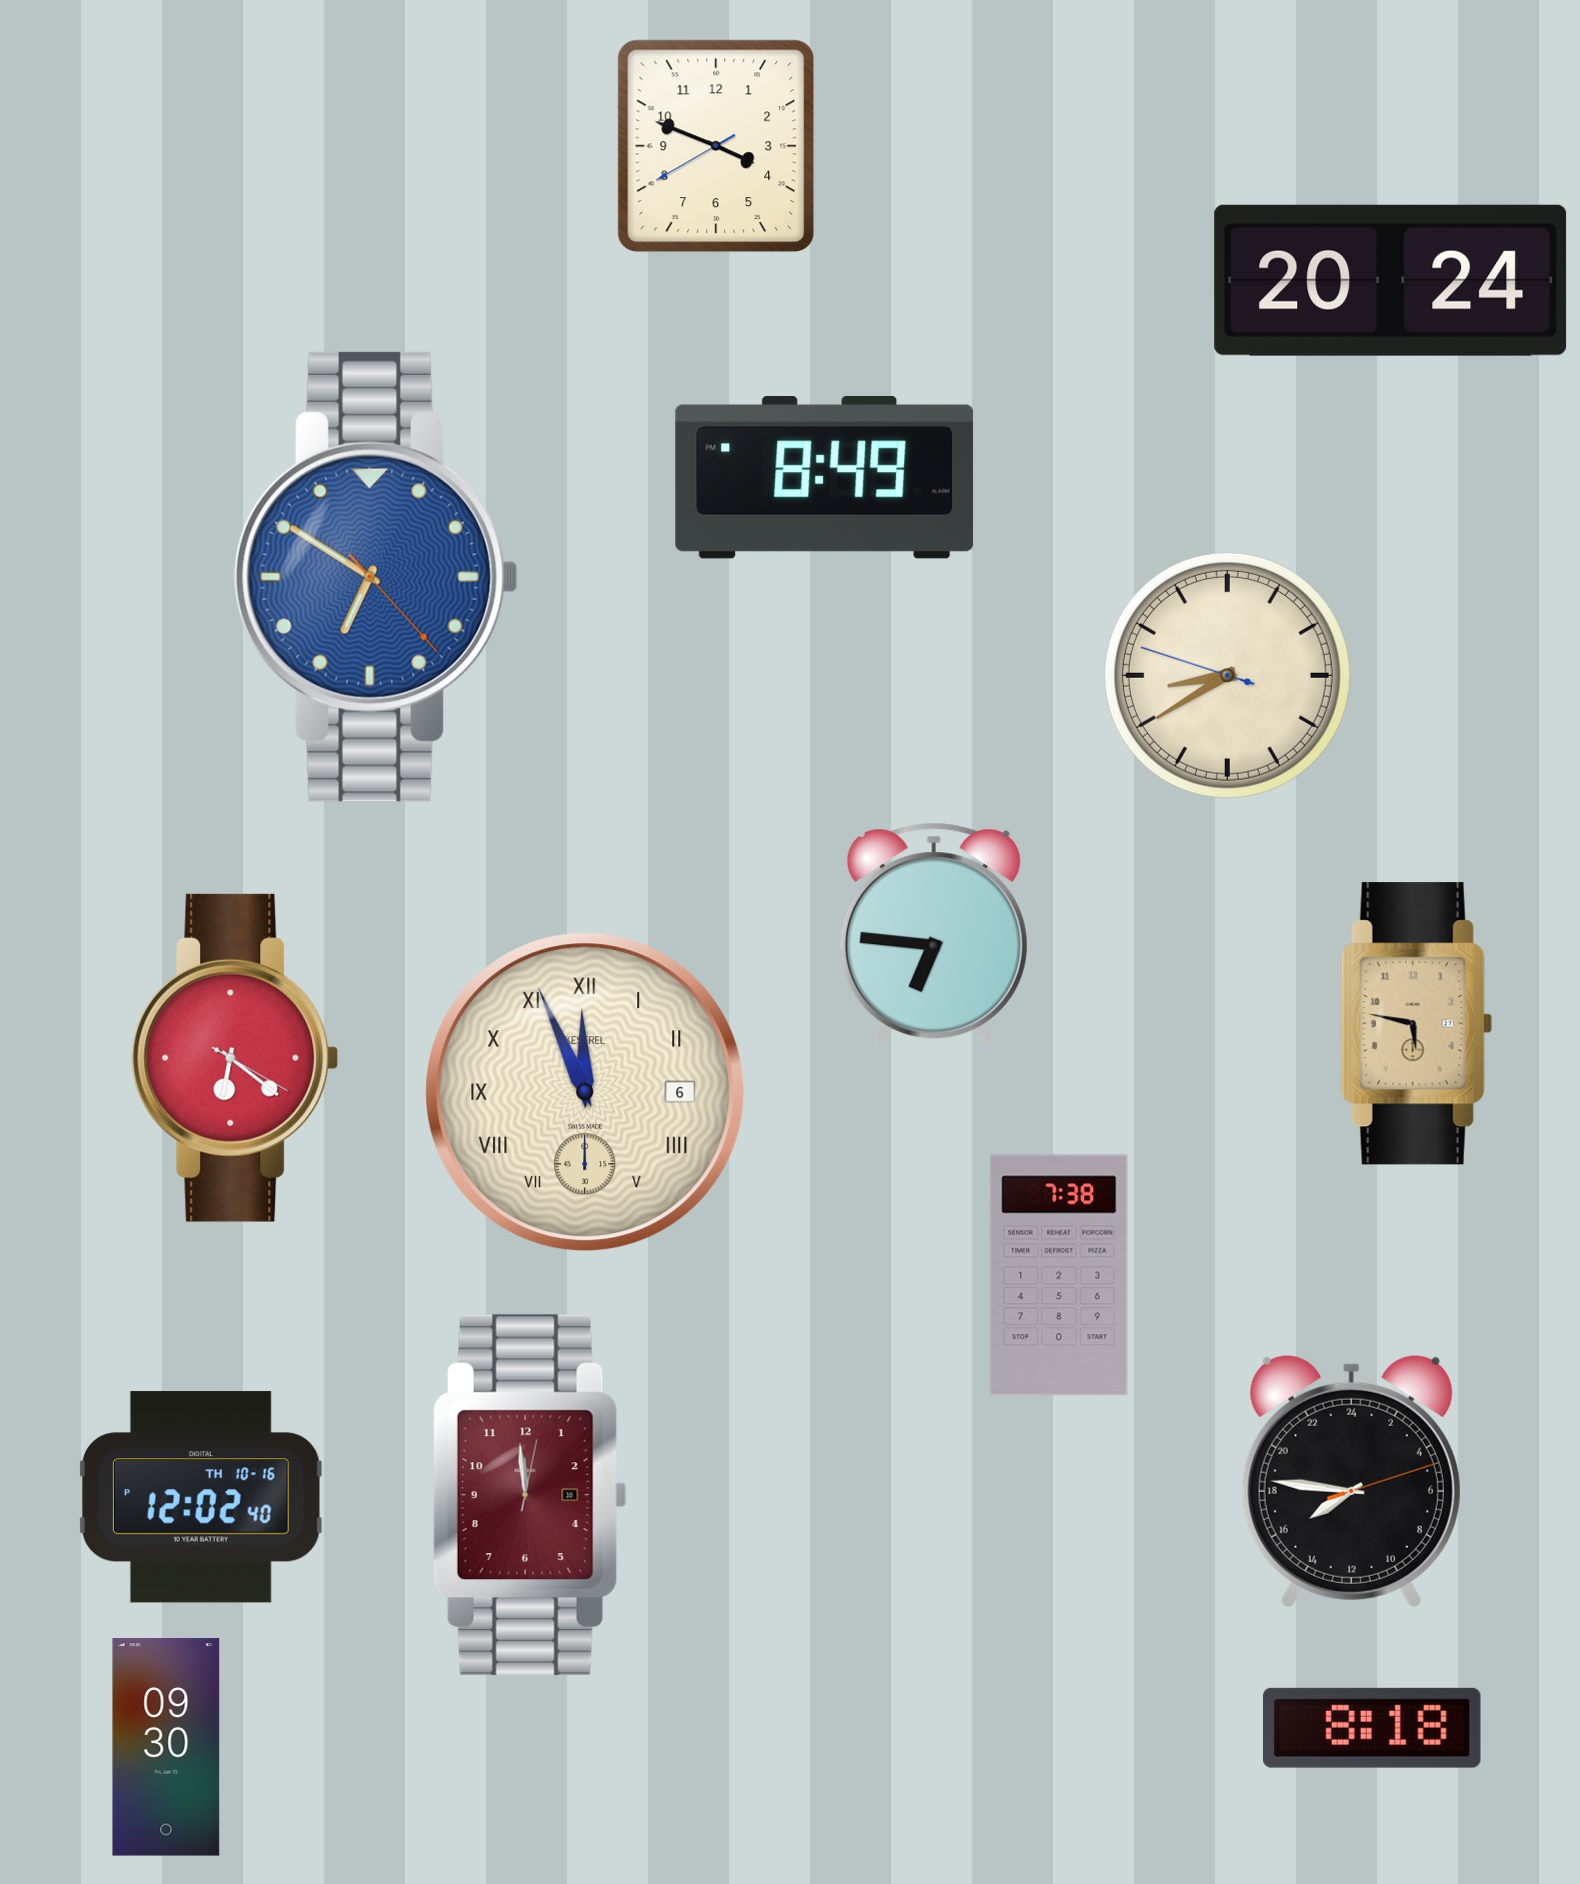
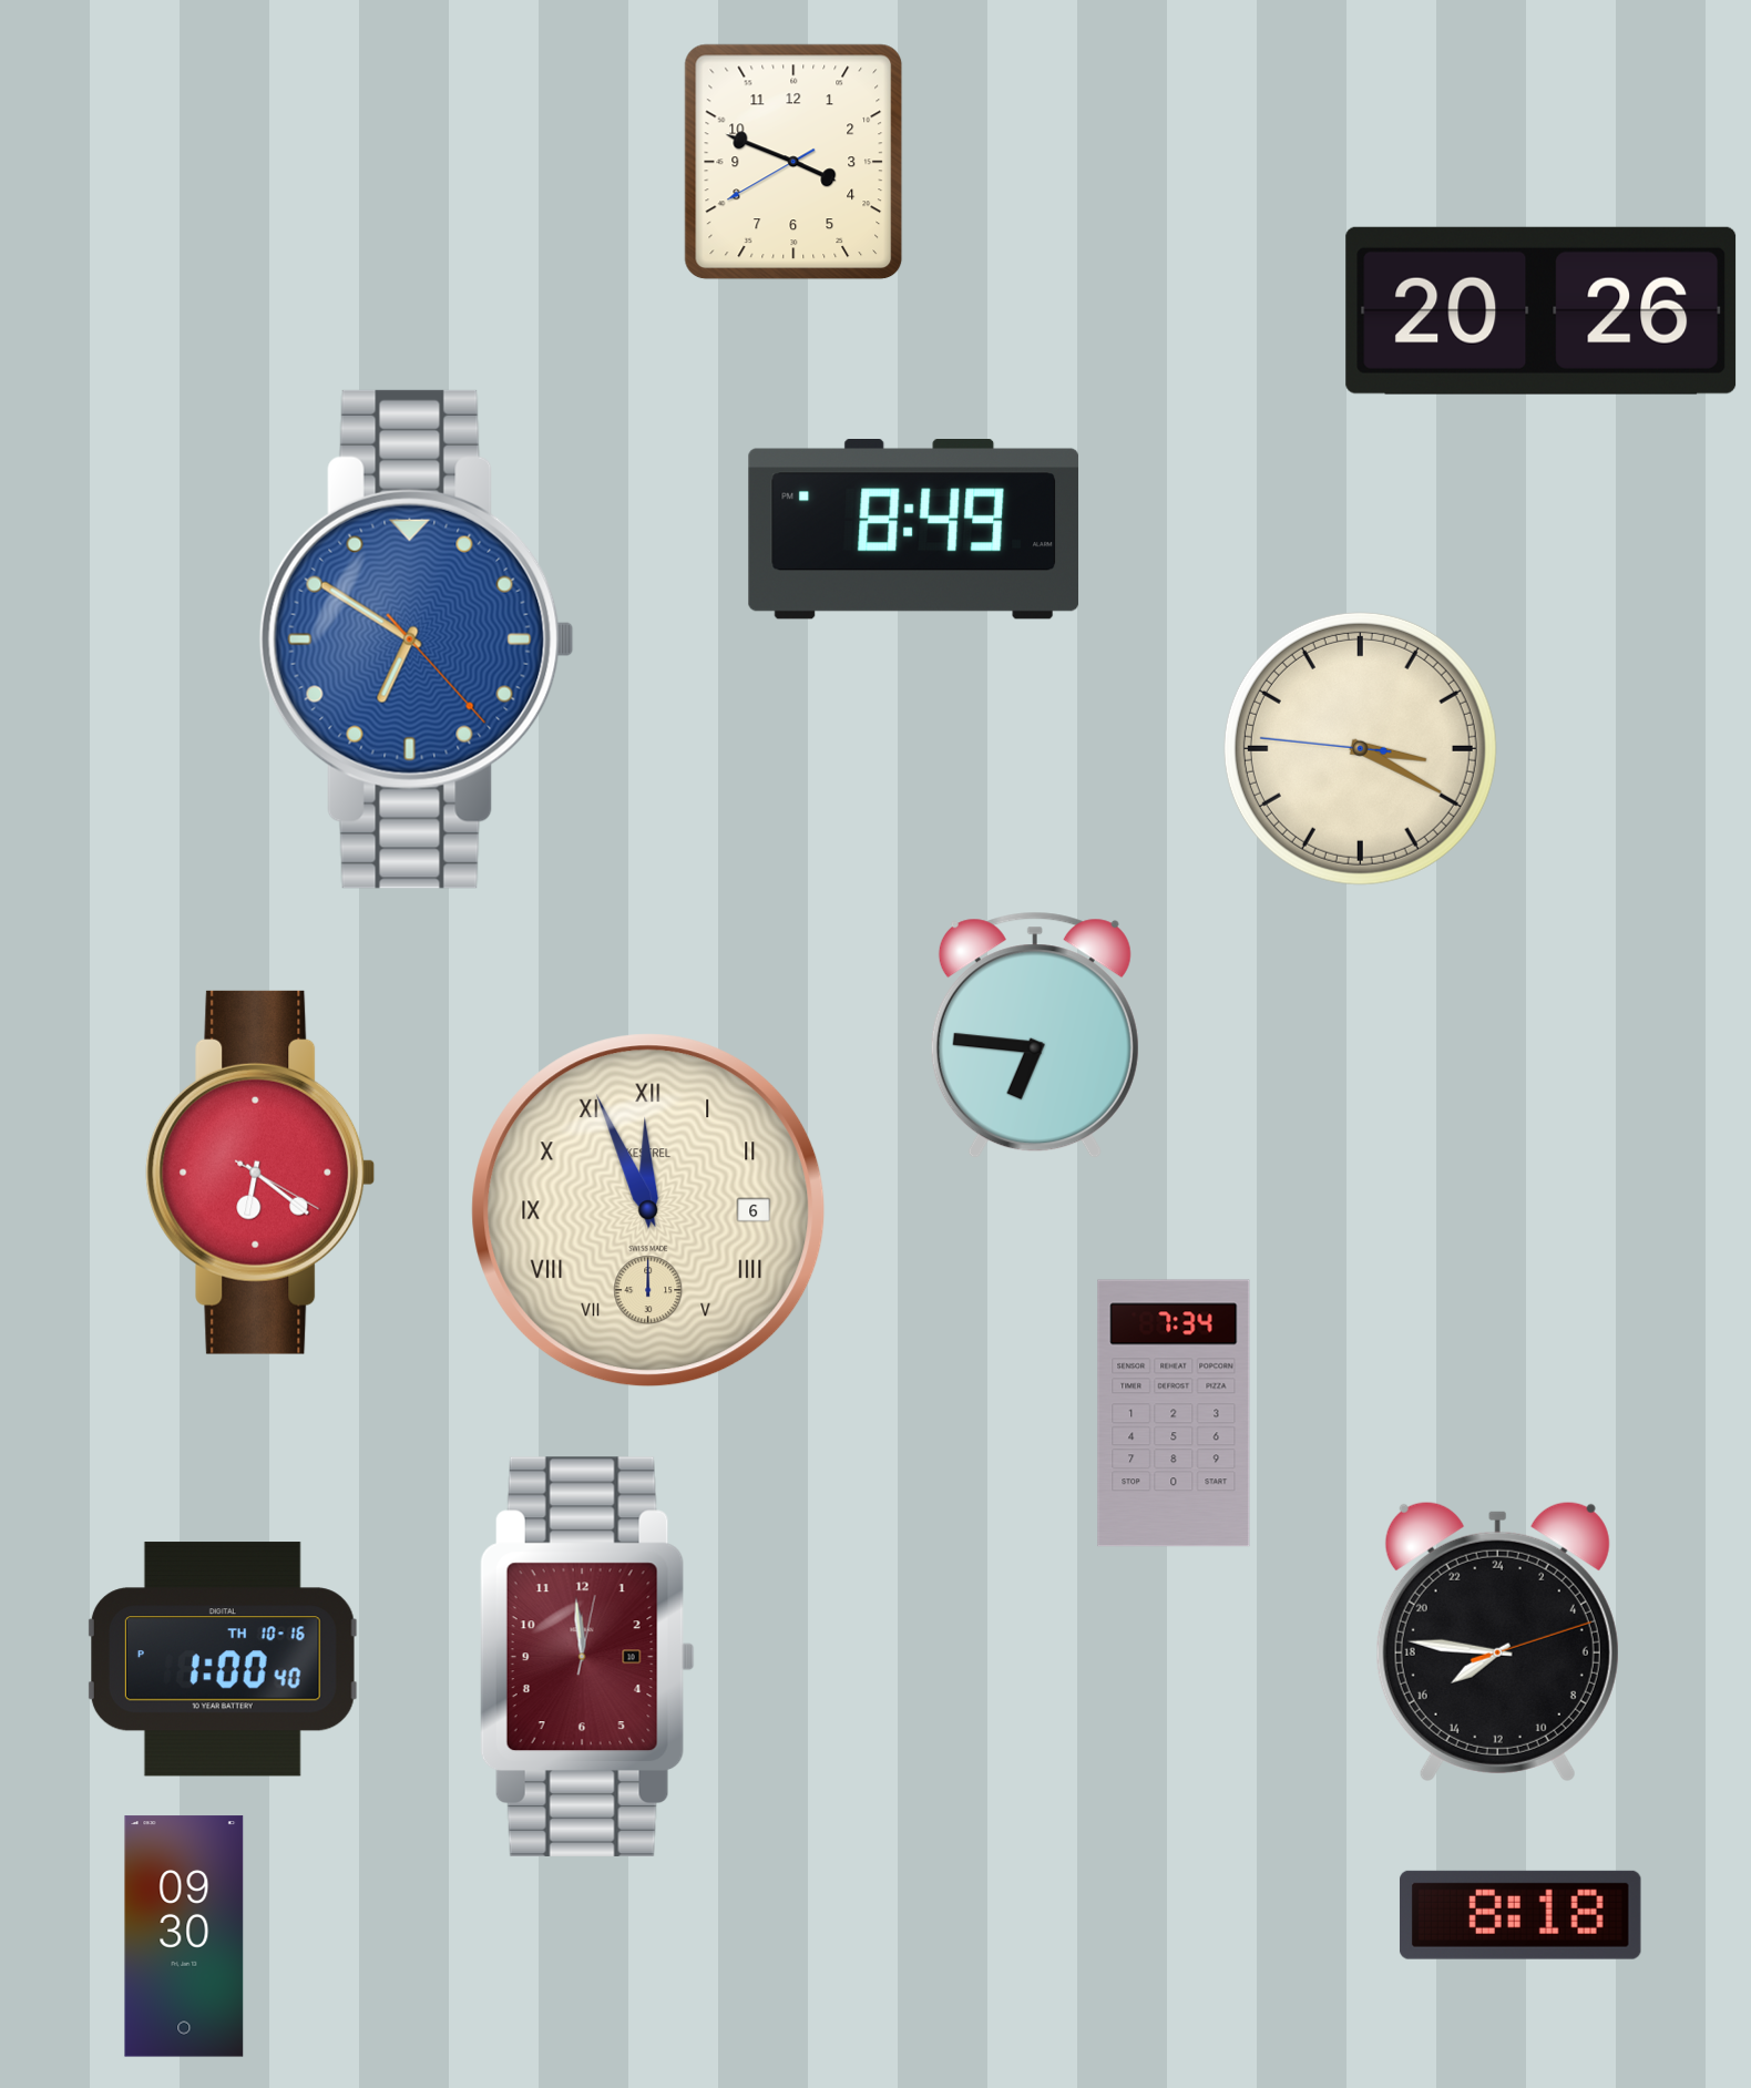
clock at (1391, 280): 20:24 -> 20:26
clock at (1227, 675): 8:39 -> 3:19
clock at (1416, 1024): 5:47 -> none
clock at (1059, 1275): 7:38 -> 7:34
clock at (201, 1497): 12:02 -> 1:00
